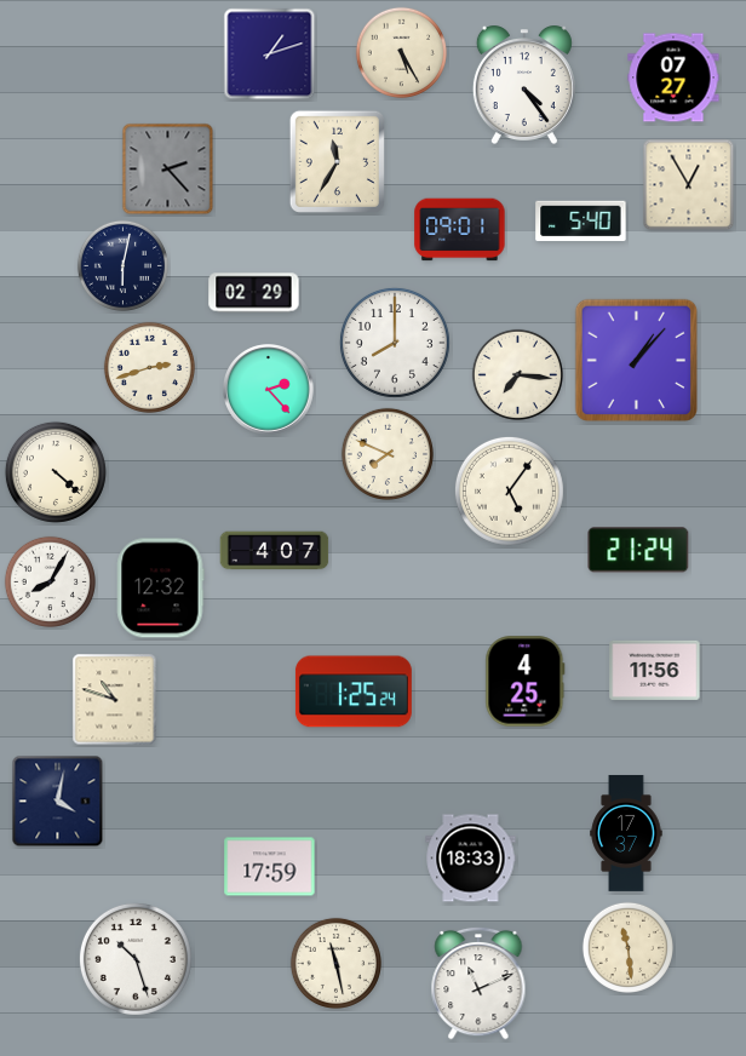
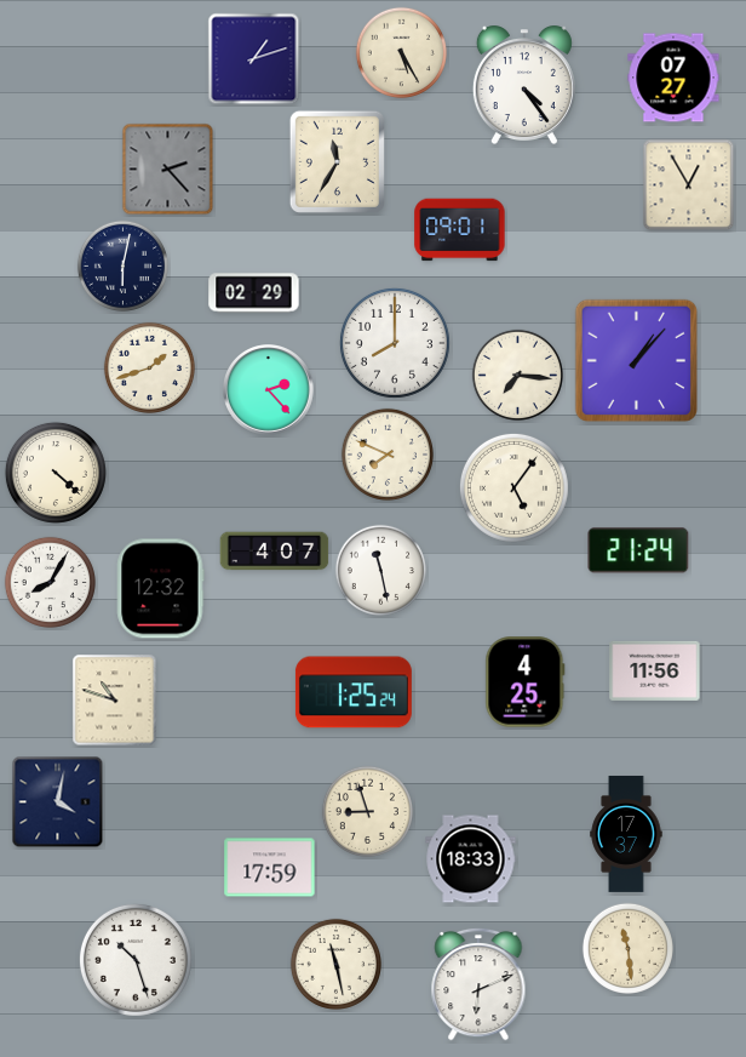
clock at (270, 54) position: (270, 54) -> (254, 59)
clock at (581, 222): 5:40 -> none
clock at (149, 367): 2:42 -> 1:42
clock at (509, 490) position: (509, 490) -> (513, 487)
clock at (380, 570): none -> 11:28
clock at (367, 811): none -> 8:57
clock at (478, 983): 11:11 -> 6:11
